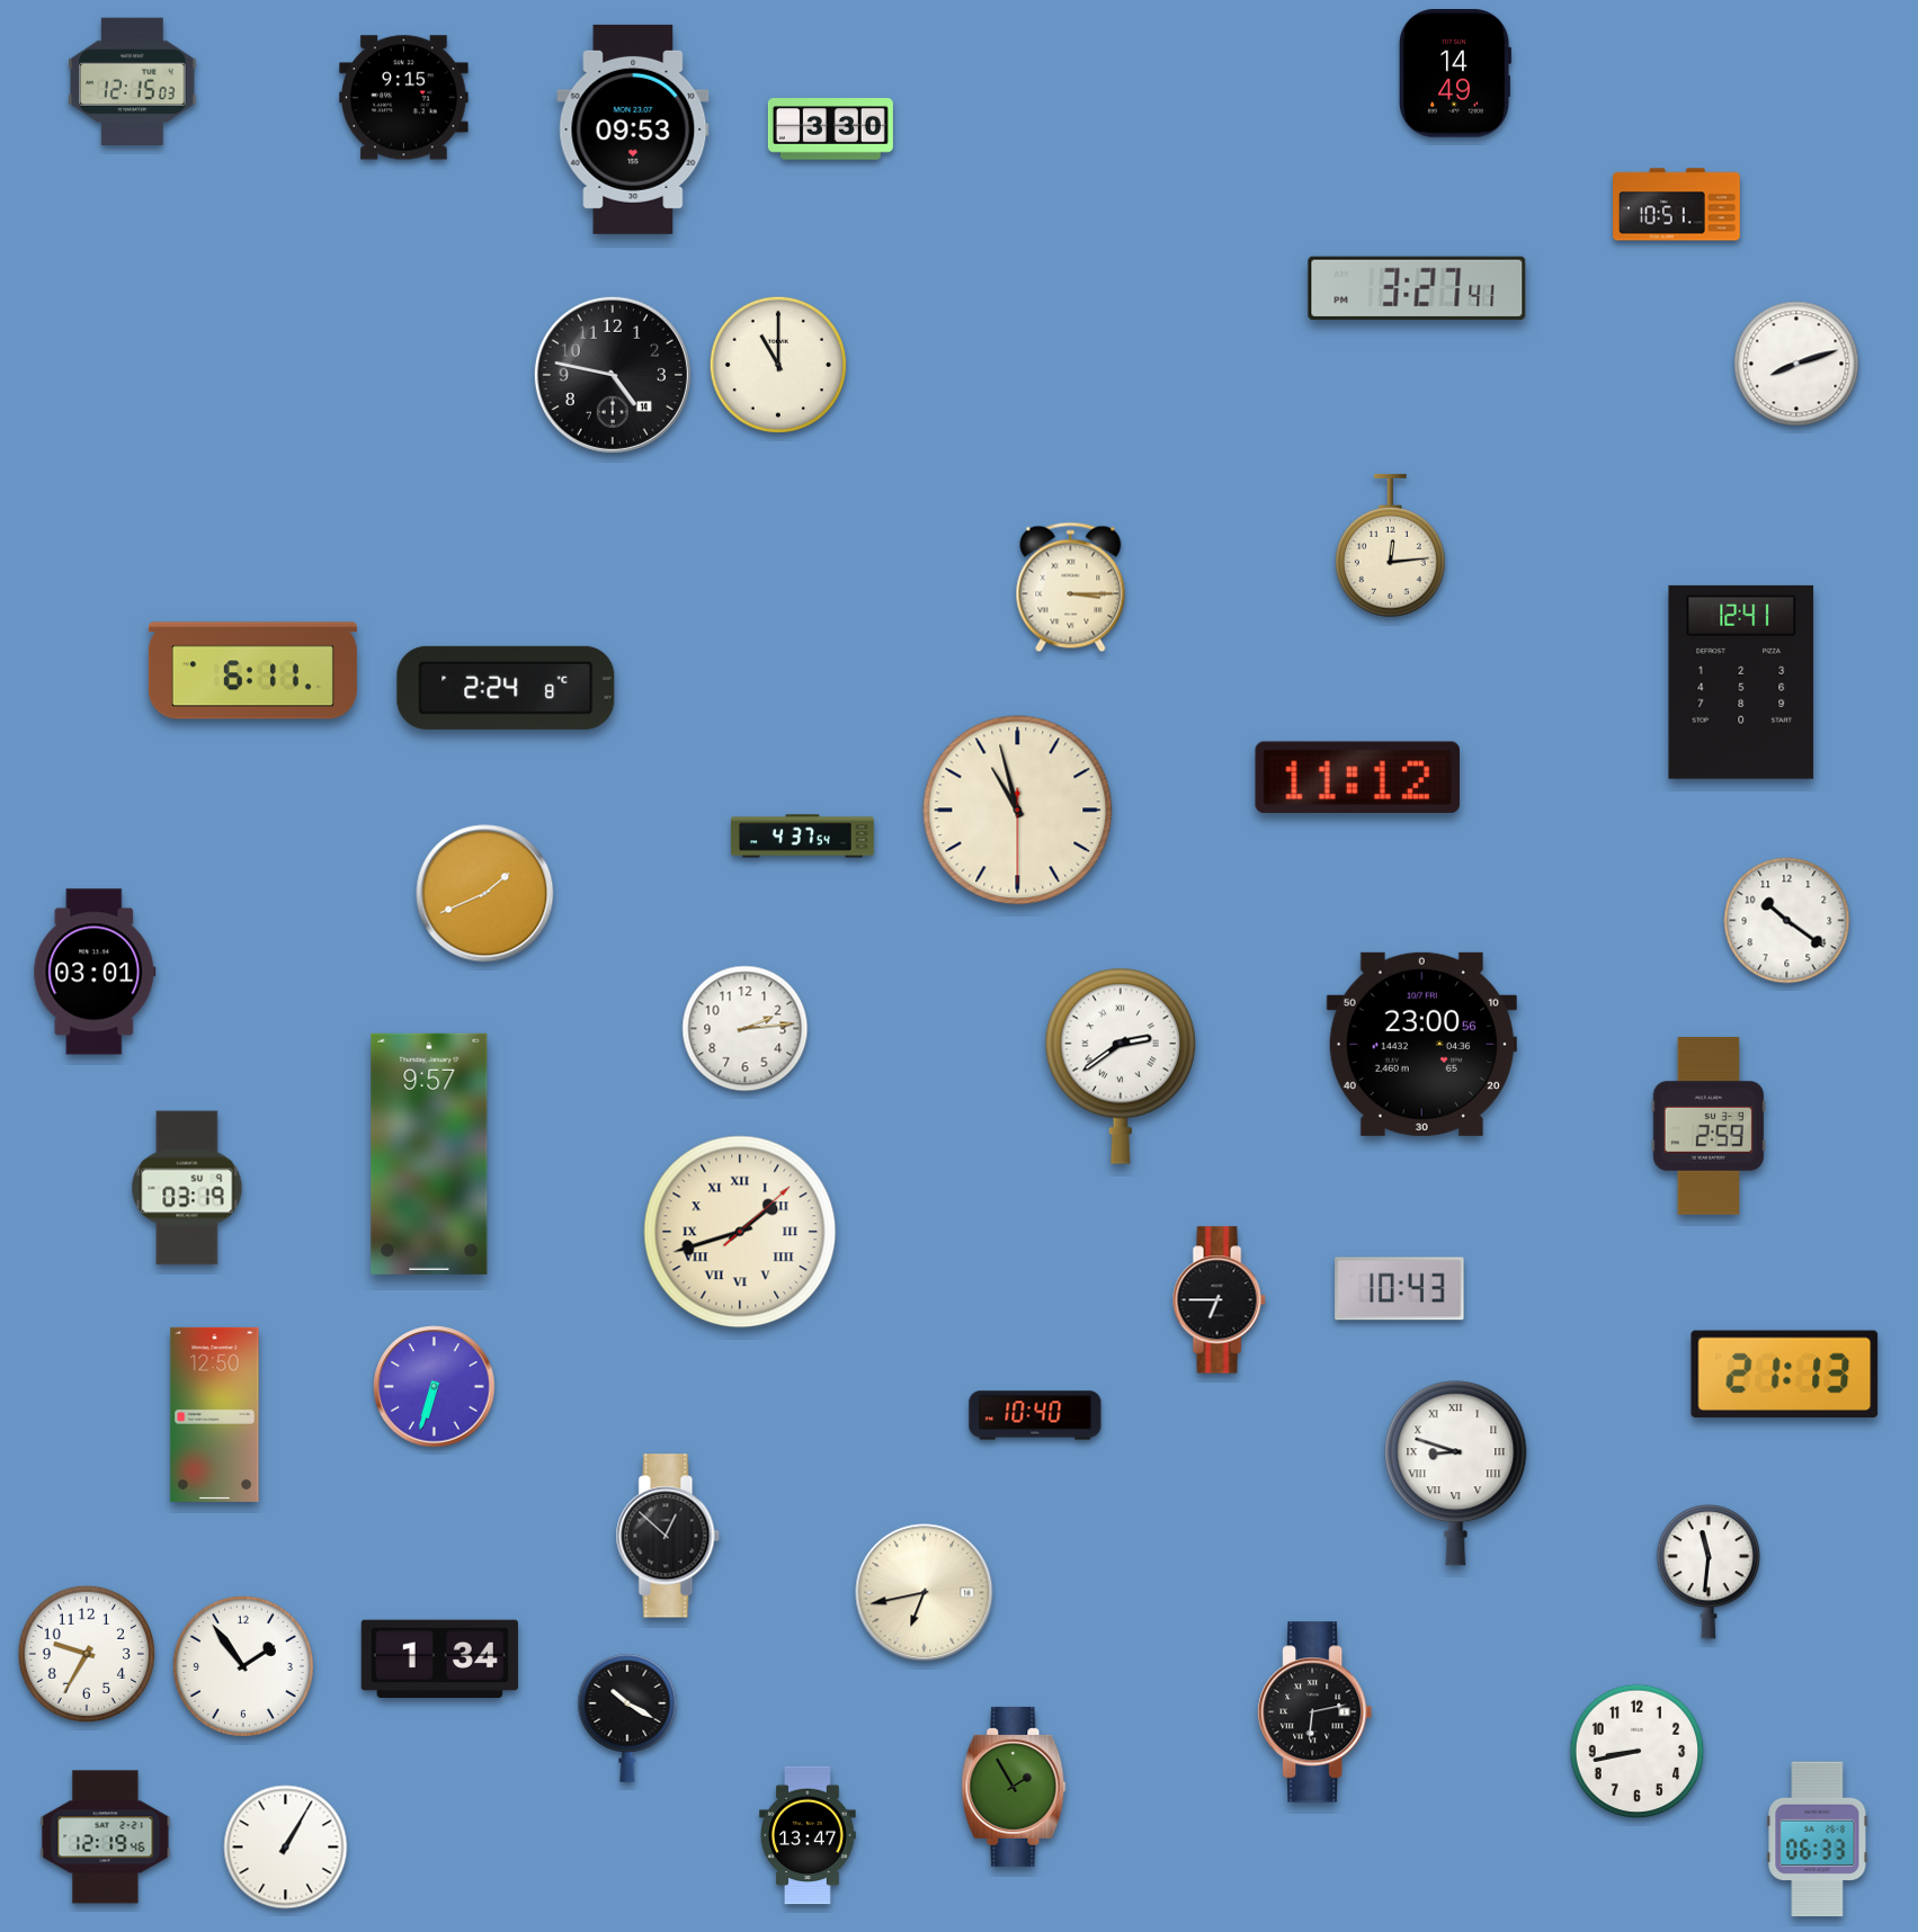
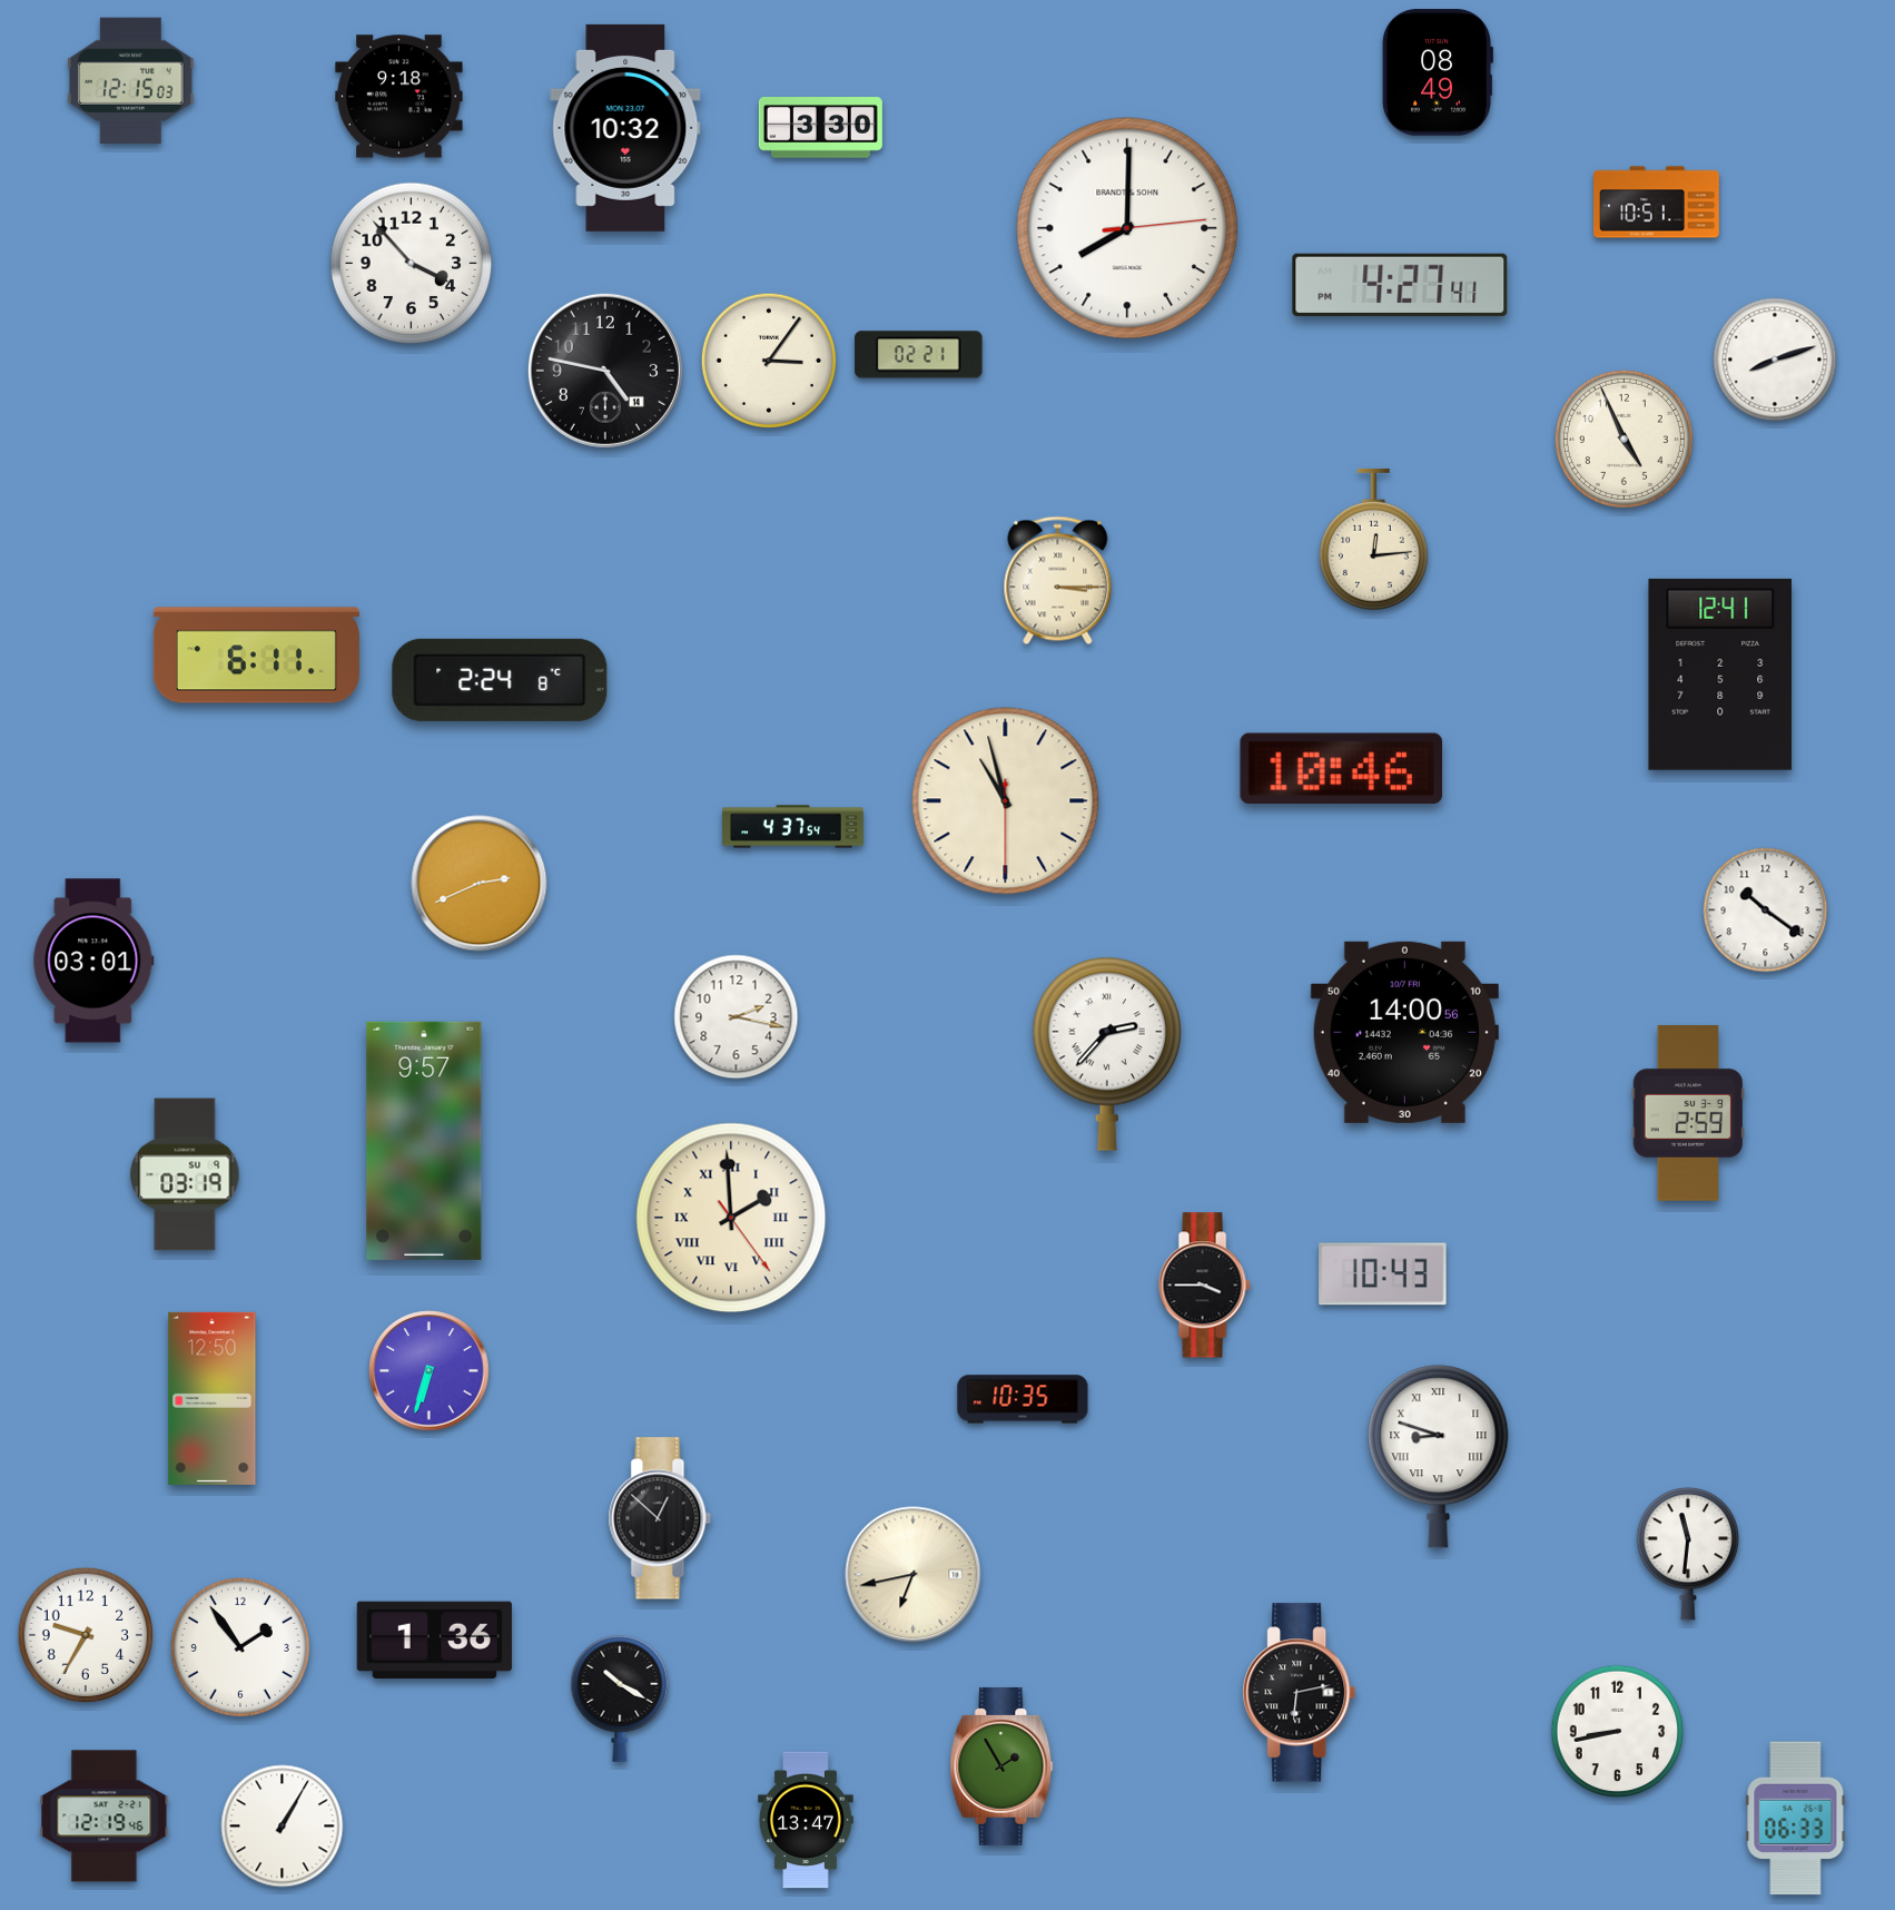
clock at (1455, 73): 14:49 -> 08:49
clock at (404, 98): 9:15 -> 9:18
clock at (633, 129): 09:53 -> 10:32
clock at (1127, 228): none -> 8:00
clock at (412, 264): none -> 3:53
clock at (1417, 288): 3:27 -> 4:27
clock at (919, 355): none -> 02:21
clock at (778, 365): 11:00 -> 3:06
clock at (1623, 439): none -> 4:56
clock at (252, 671) position: (252, 671) -> (256, 656)
clock at (1357, 777): 11:12 -> 10:46
clock at (485, 894): 1:41 -> 2:41
clock at (746, 1029): 2:14 -> 2:17
clock at (1421, 1044): 23:00 -> 14:00
clock at (1121, 1066): 2:39 -> 2:37
clock at (740, 1232): 1:42 -> 1:59
clock at (1219, 1300): 6:45 -> 3:45
clock at (1785, 1374): 21:13 -> none
clock at (1035, 1415): 10:40 -> 10:35
clock at (439, 1658): 1:34 -> 1:36
clock at (808, 1835) position: (808, 1835) -> (806, 1820)
